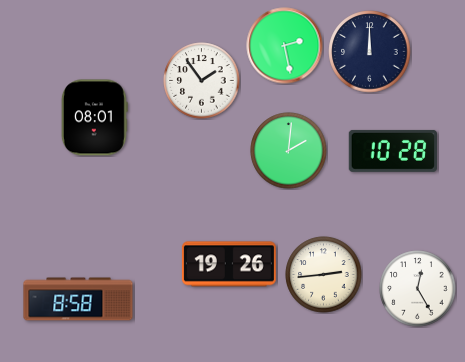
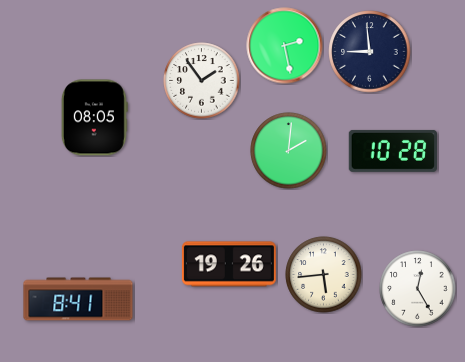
clock at (370, 52): 12:00 -> 8:59
clock at (94, 118): 08:01 -> 08:05
clock at (324, 275): 2:44 -> 5:44
clock at (78, 299): 8:58 -> 8:41
